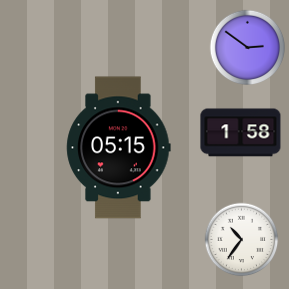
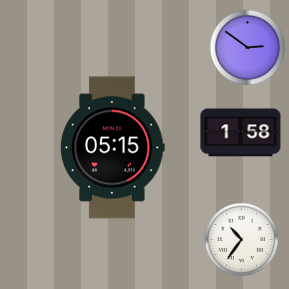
clock at (119, 148) position: (119, 148) -> (113, 148)
